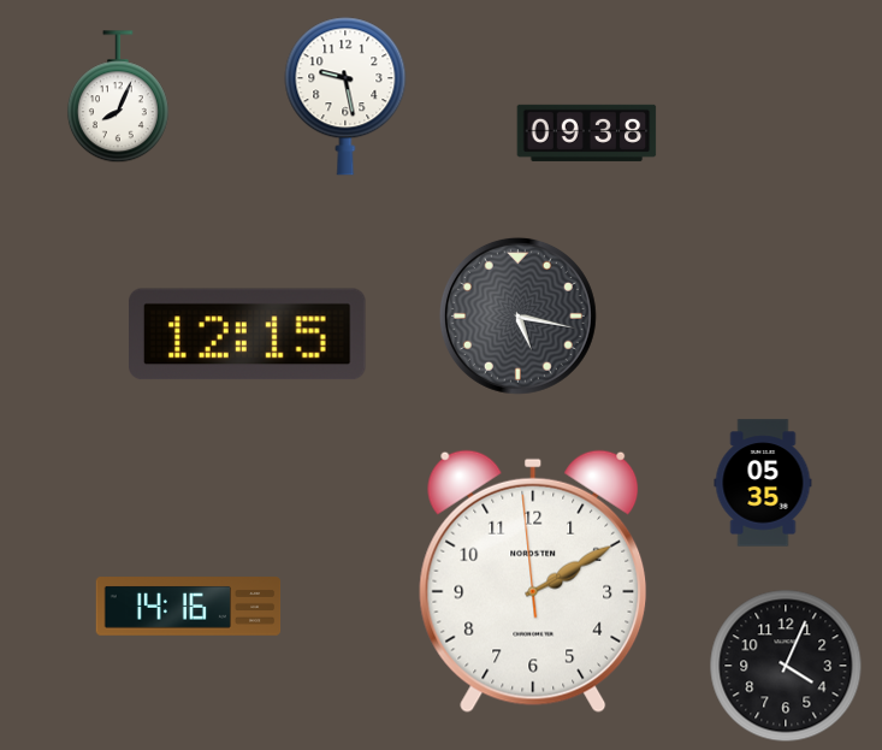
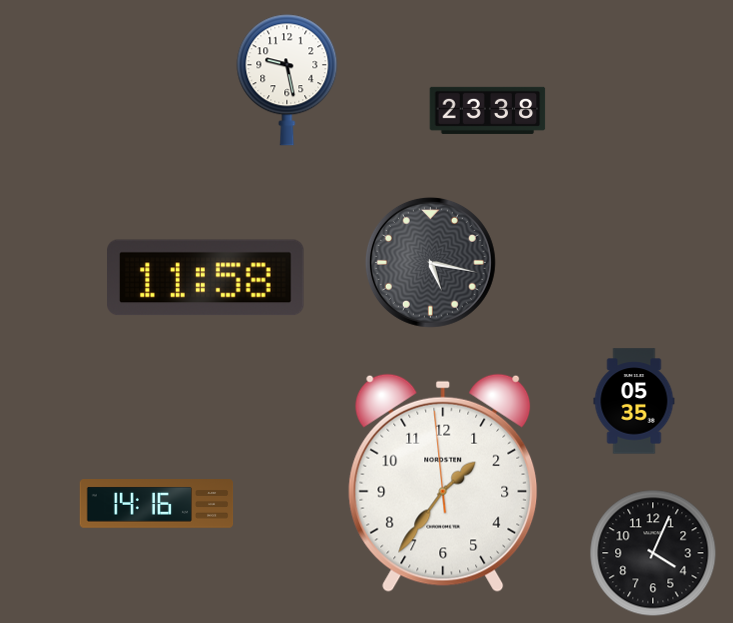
clock at (118, 98): 8:04 -> none
clock at (587, 132): 09:38 -> 23:38
clock at (248, 335): 12:15 -> 11:58
clock at (533, 581): 2:09 -> 1:35
